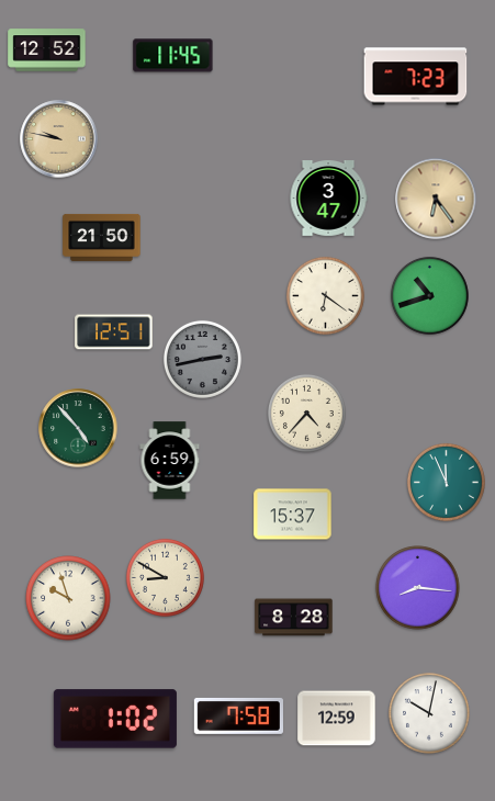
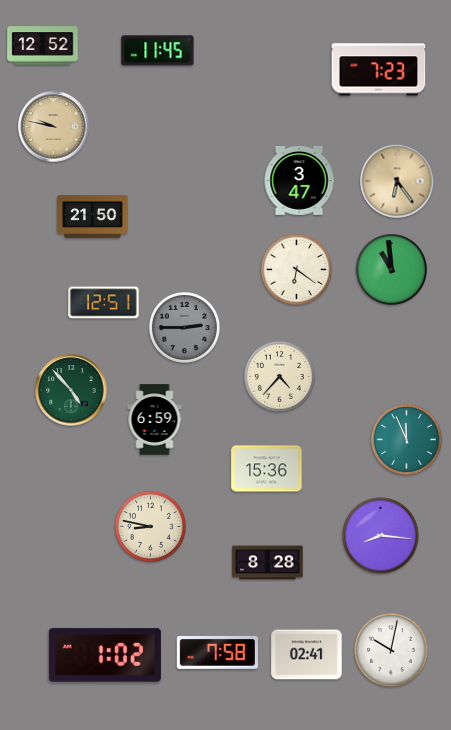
clock at (429, 295): 10:42 -> 10:59
clock at (202, 359): 2:43 -> 2:45
clock at (293, 515): 15:37 -> 15:36
clock at (165, 577): 8:50 -> 8:47
clock at (68, 598): 9:57 -> none
clock at (337, 719): 12:59 -> 02:41
